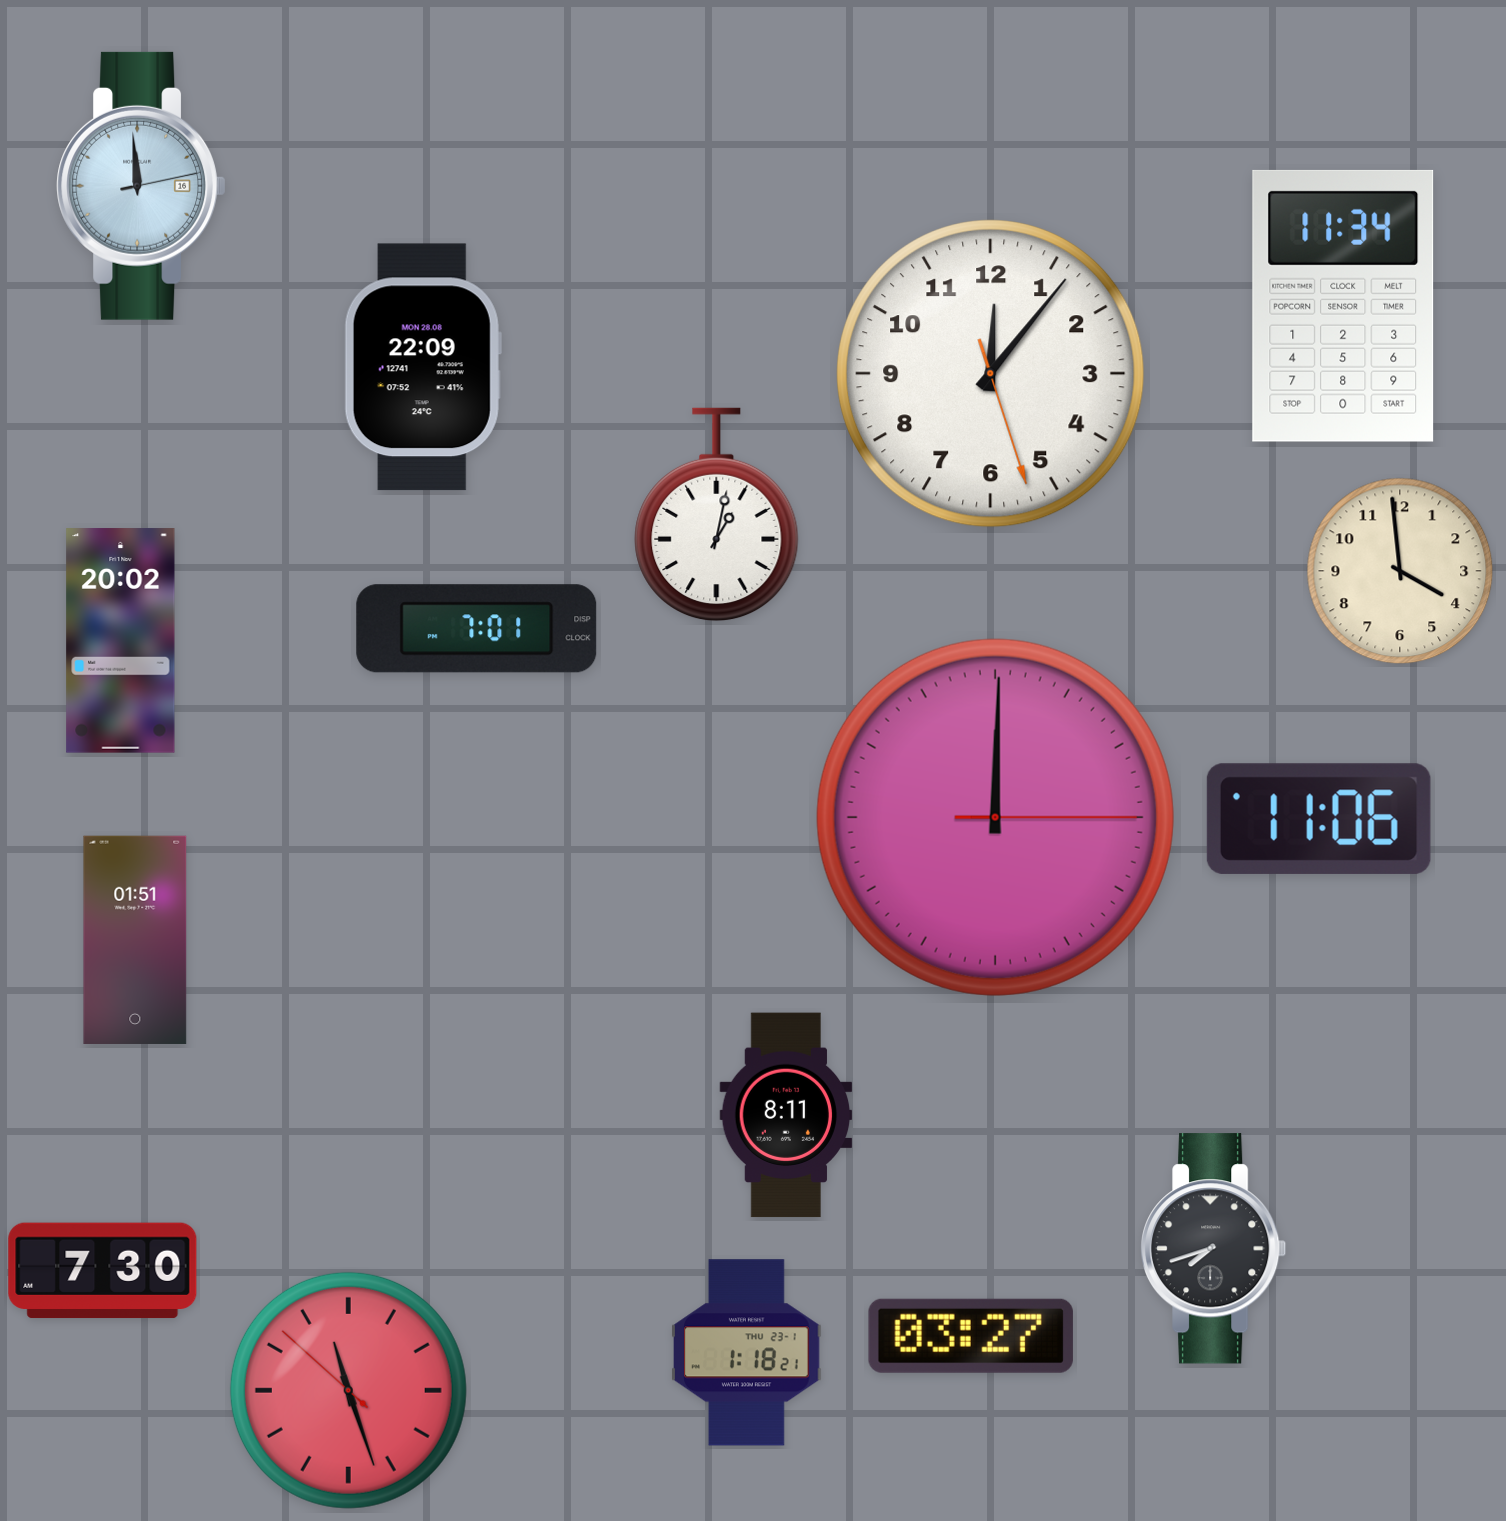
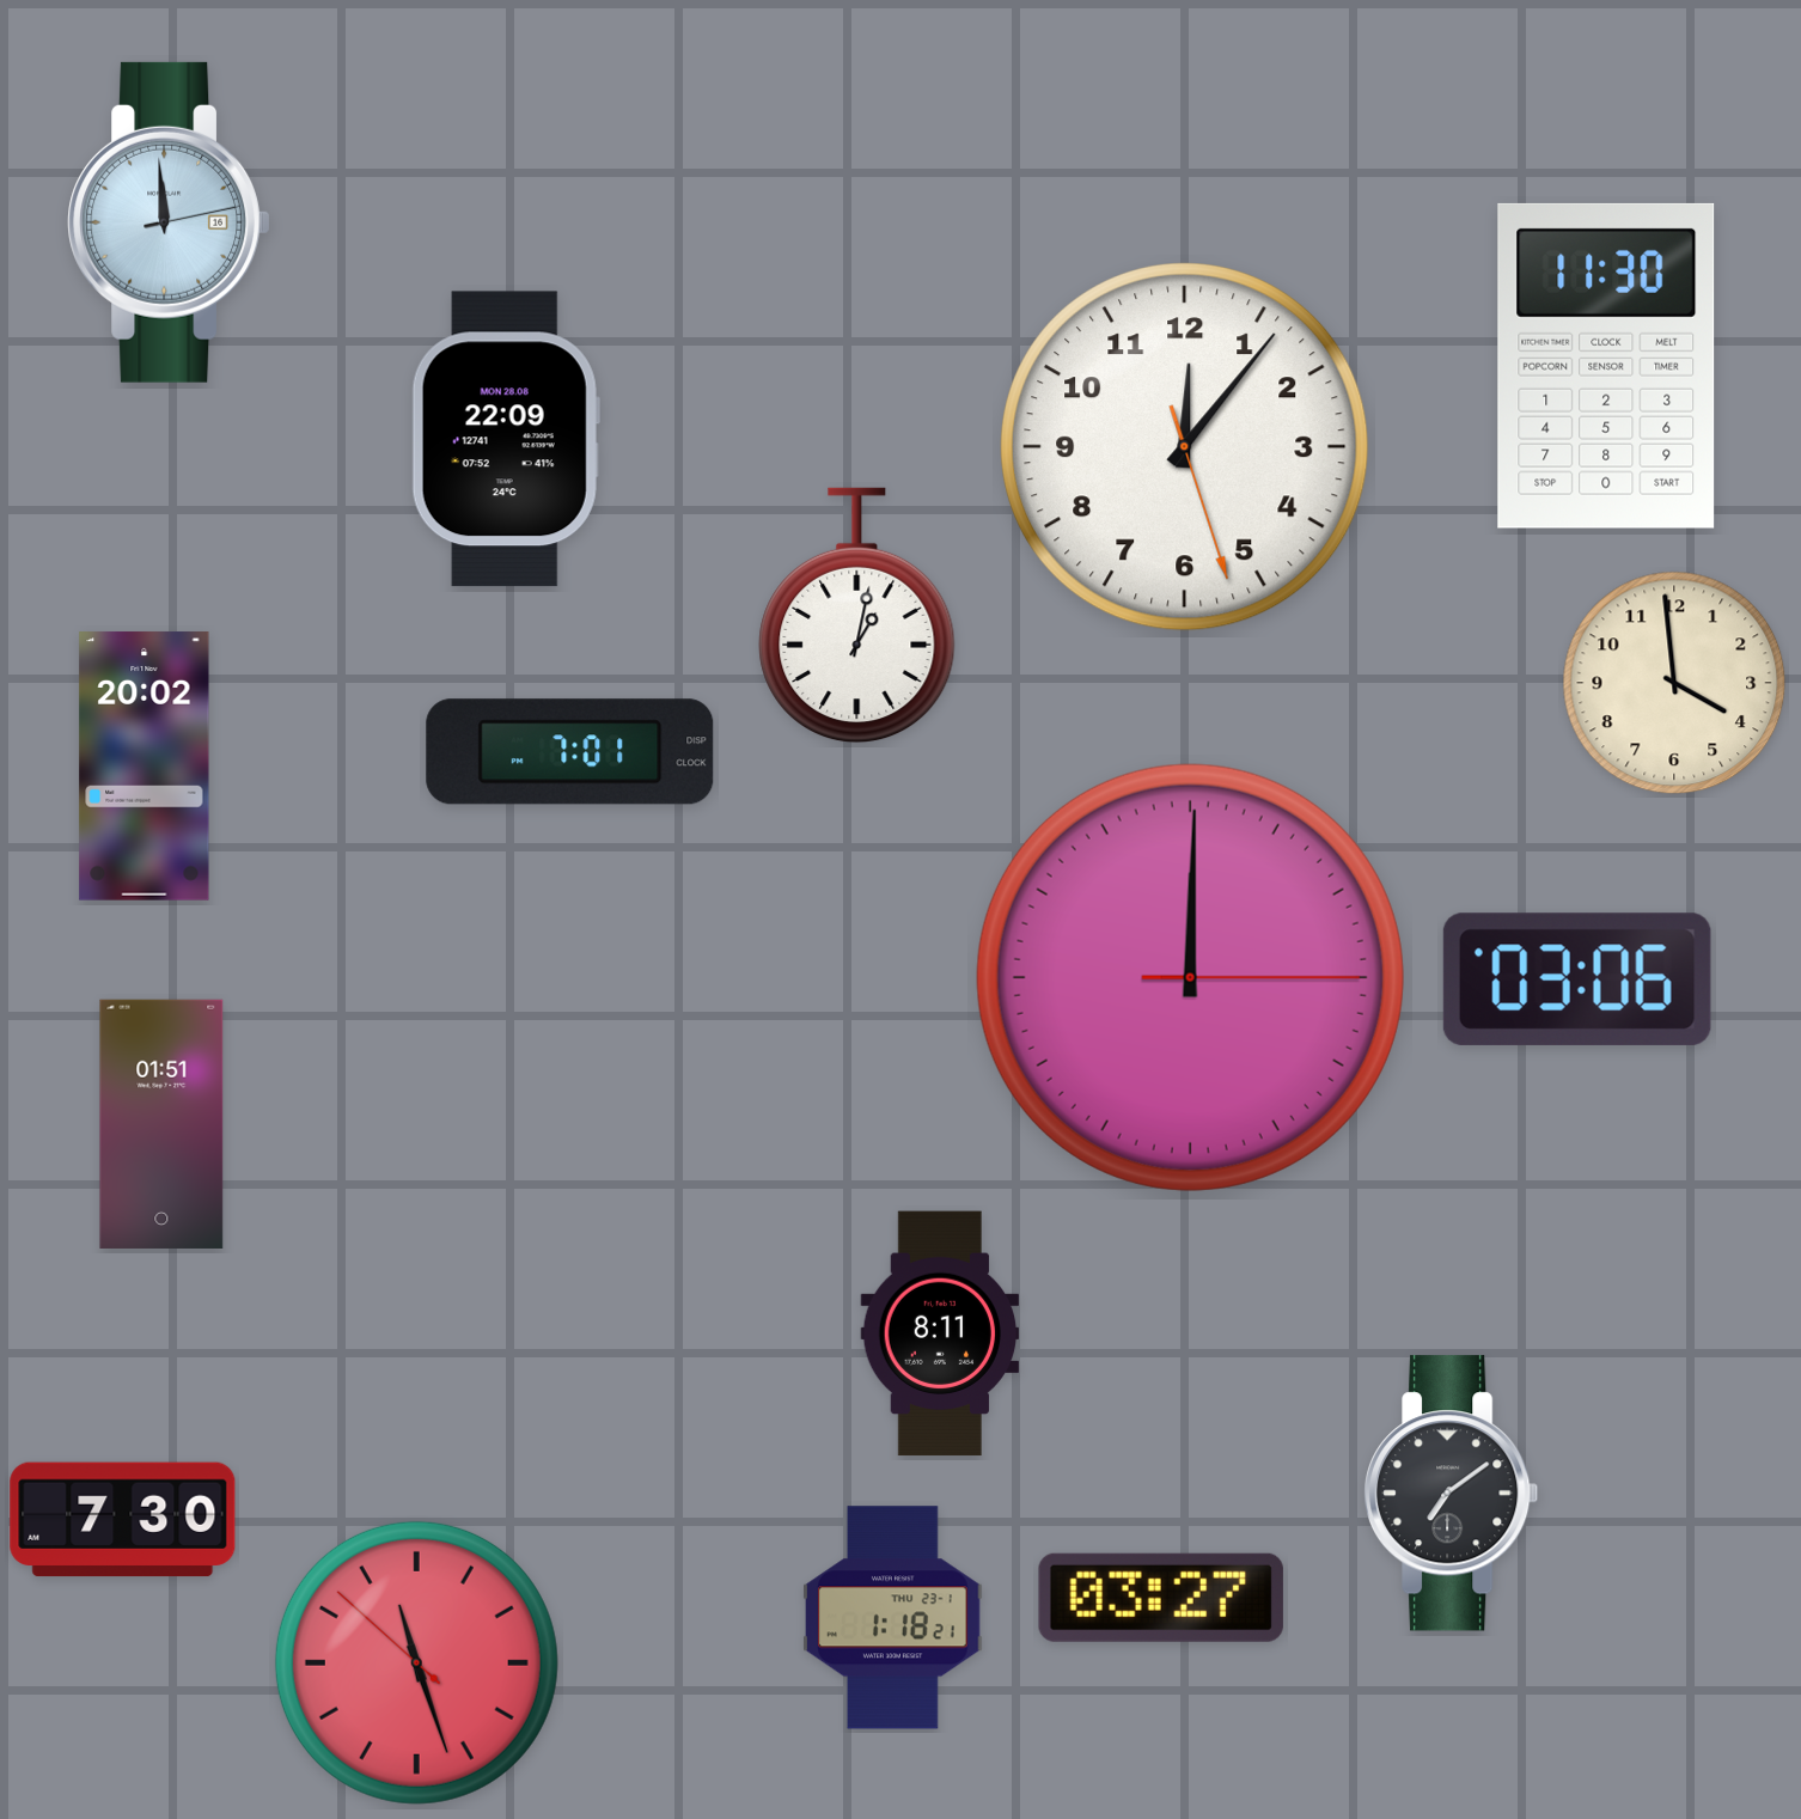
clock at (1343, 306): 11:34 -> 11:30
clock at (1319, 819): 11:06 -> 03:06
clock at (1214, 1249): 7:42 -> 7:09
